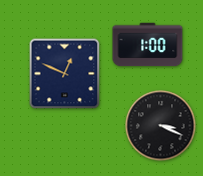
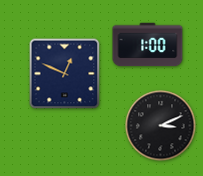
clock at (161, 126): 3:19 -> 3:11
